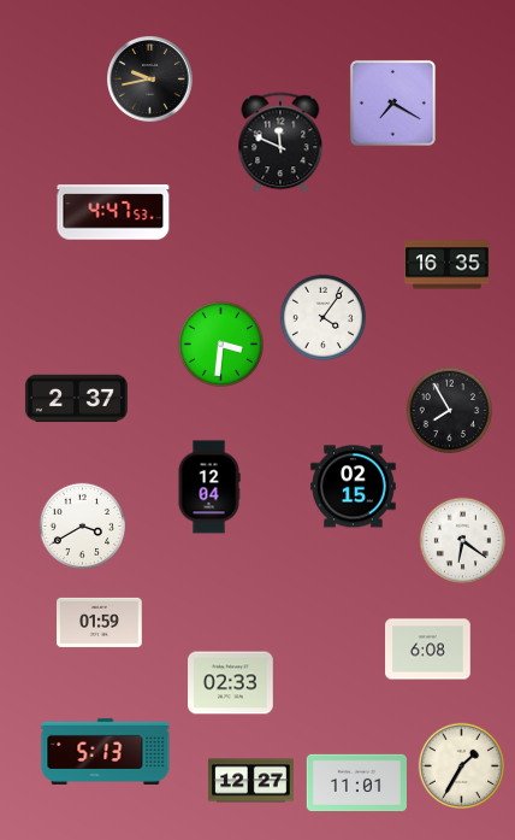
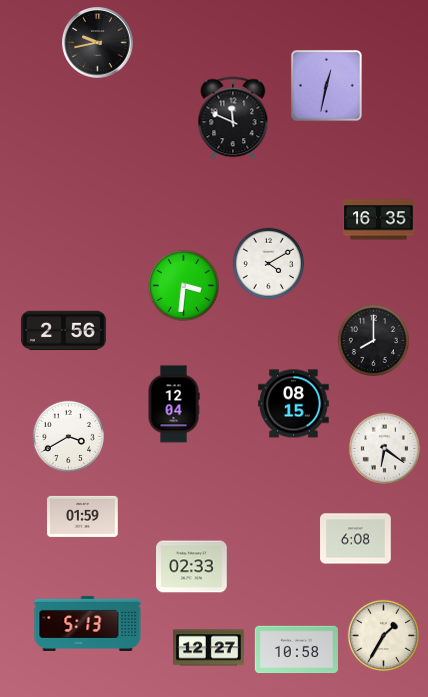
clock at (150, 80) position: (150, 80) -> (98, 43)
clock at (392, 102): 7:20 -> 12:32
clock at (113, 212): 4:47 -> none
clock at (448, 265) position: (448, 265) -> (379, 220)
clock at (322, 317): 4:06 -> 4:10
clock at (76, 399): 2:37 -> 2:56
clock at (449, 410): 7:55 -> 8:00
clock at (354, 487): 02:15 -> 08:15
clock at (356, 783): 11:01 -> 10:58
